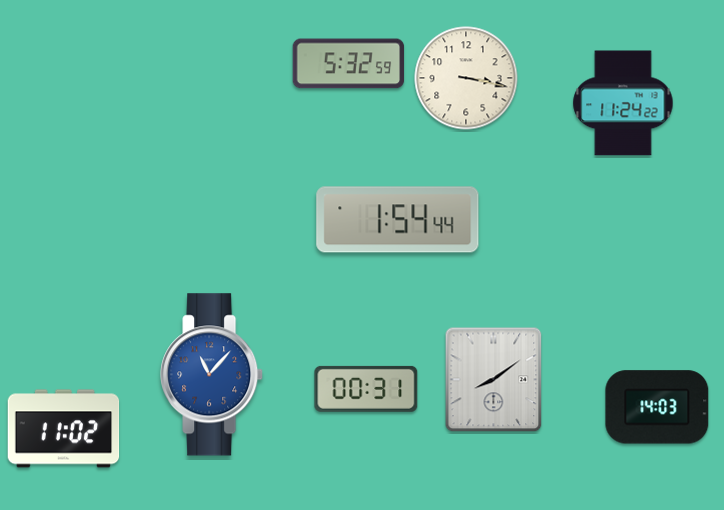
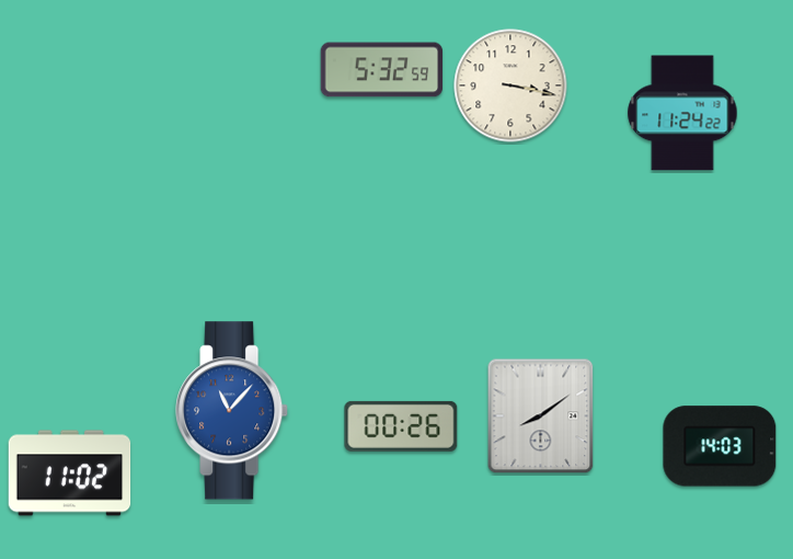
clock at (398, 220): 1:54 -> none
clock at (366, 389): 00:31 -> 00:26
clock at (64, 429) position: (64, 429) -> (70, 474)
